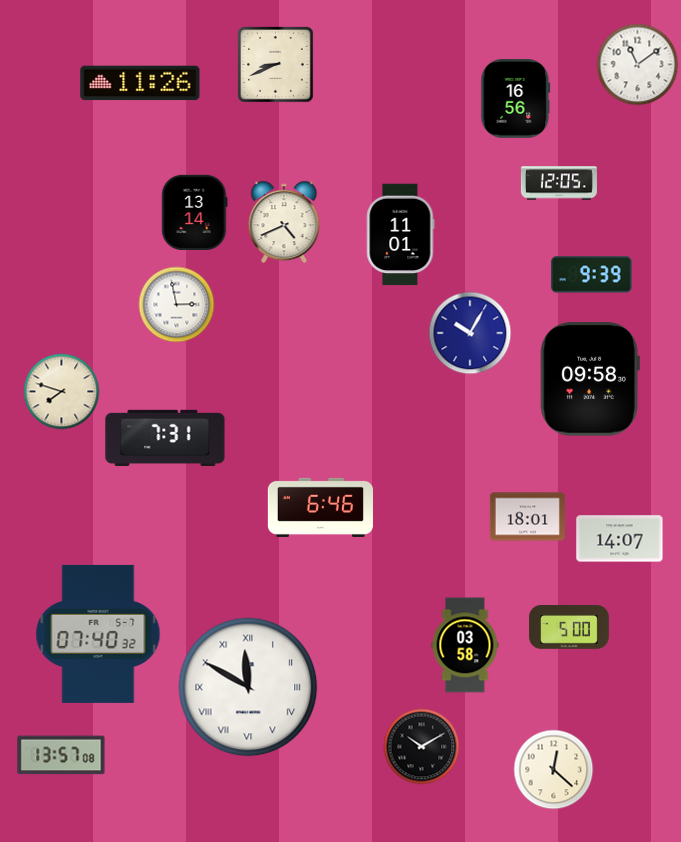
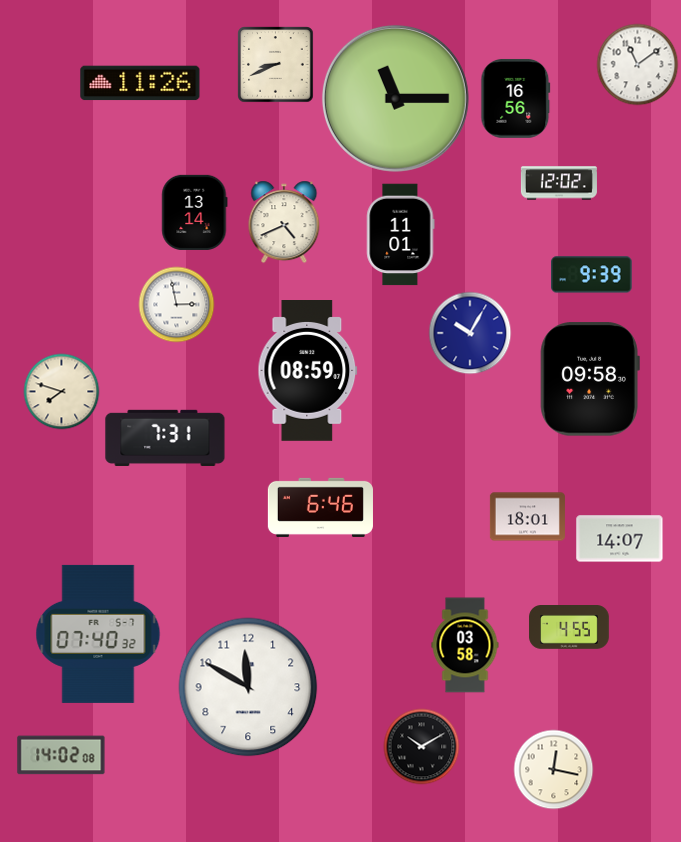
clock at (395, 98): none -> 11:15
clock at (559, 183): 12:05 -> 12:02
clock at (308, 371): none -> 08:59
clock at (569, 628): 5:00 -> 4:55
clock at (248, 687) numerals: Roman -> Arabic
clock at (61, 755): 13:57 -> 14:02
clock at (554, 770): 12:22 -> 12:17
